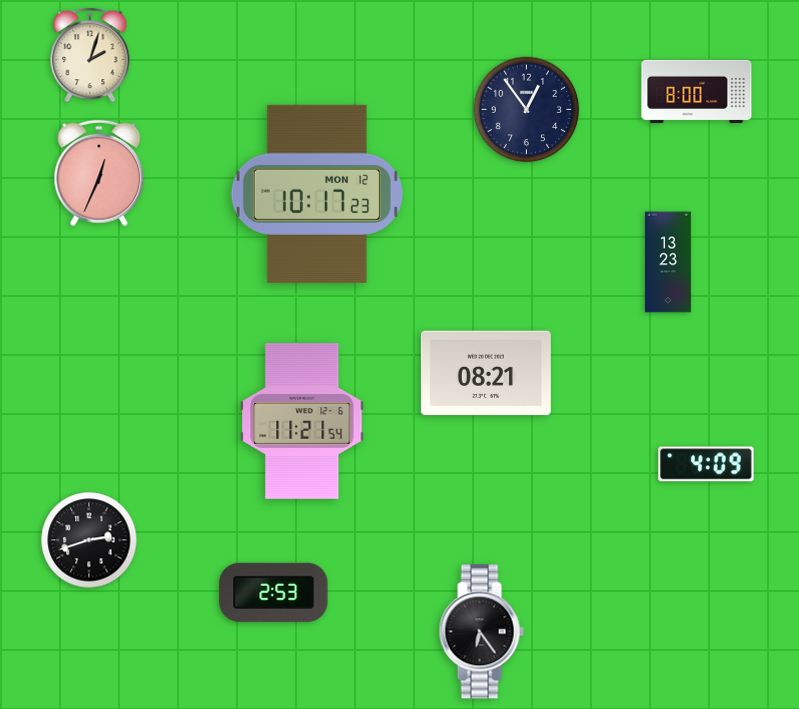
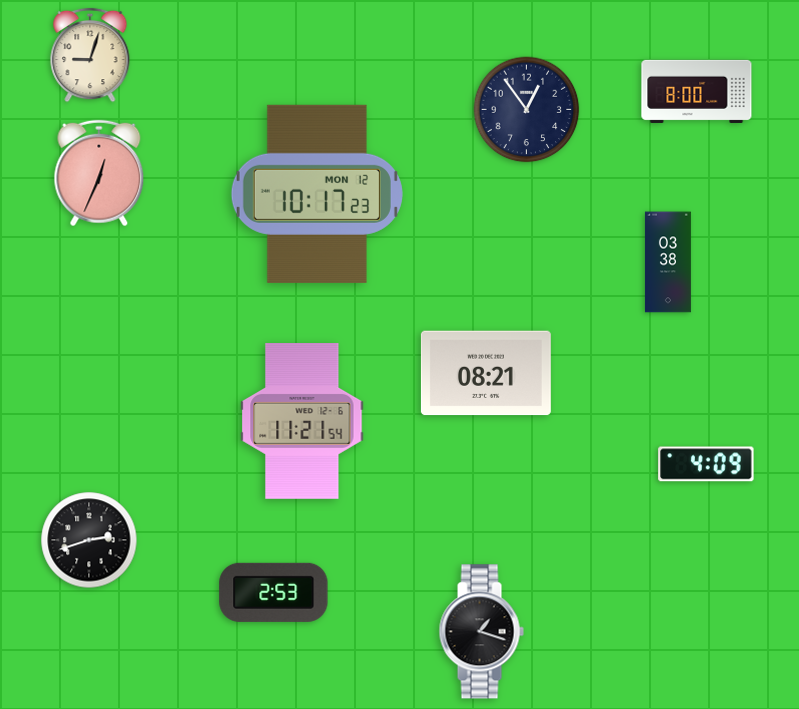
clock at (90, 55): 2:03 -> 9:03
clock at (668, 262): 13:23 -> 03:38
clock at (481, 632): 6:24 -> 1:18
